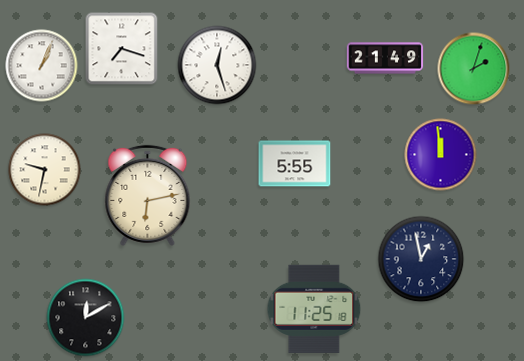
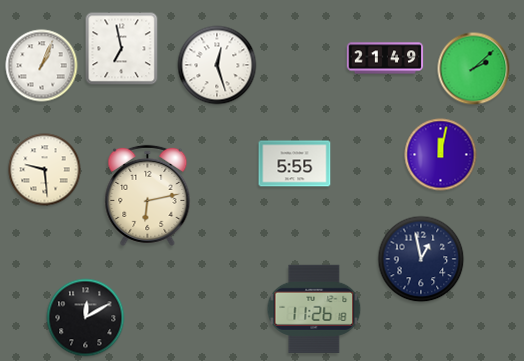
clock at (122, 49): 7:18 -> 6:58
clock at (474, 69): 2:03 -> 2:08
clock at (441, 155): 11:59 -> 12:02
clock at (45, 170): 9:32 -> 9:29
clock at (314, 309): 11:25 -> 11:26
